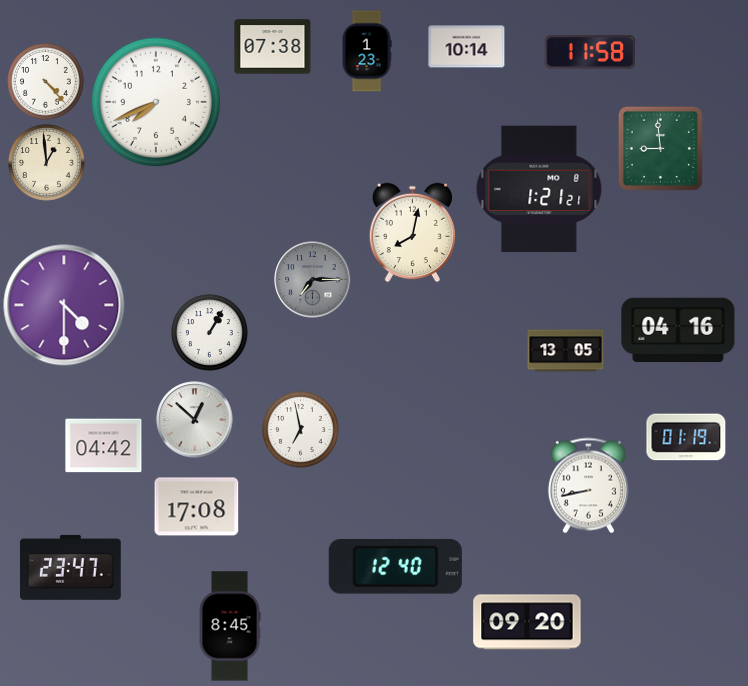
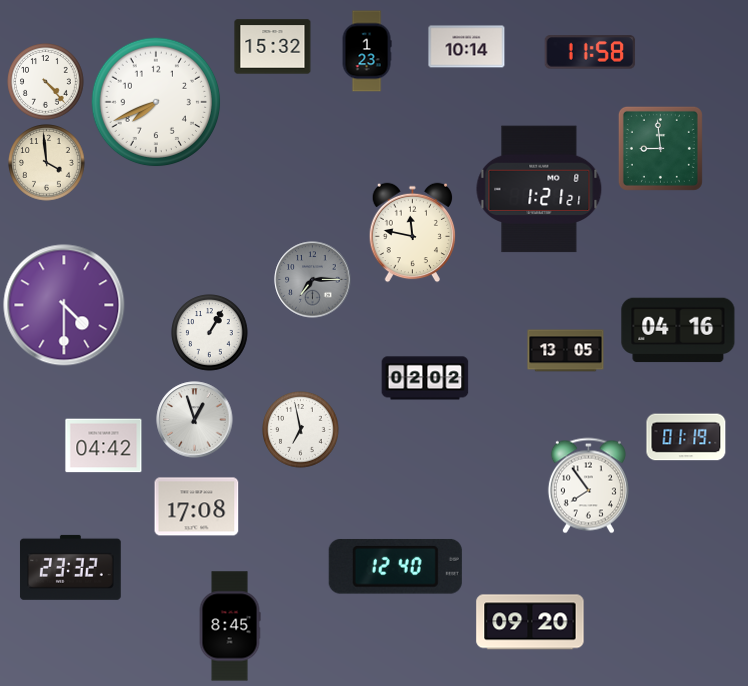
clock at (273, 47): 07:38 -> 15:32
clock at (47, 163): 12:59 -> 3:59
clock at (413, 233): 8:02 -> 11:47
clock at (425, 378): none -> 02:02
clock at (195, 420): 12:52 -> 12:57
clock at (588, 486): 8:43 -> 7:54
clock at (71, 567): 23:47 -> 23:32
clock at (527, 622) position: (527, 622) -> (530, 622)
